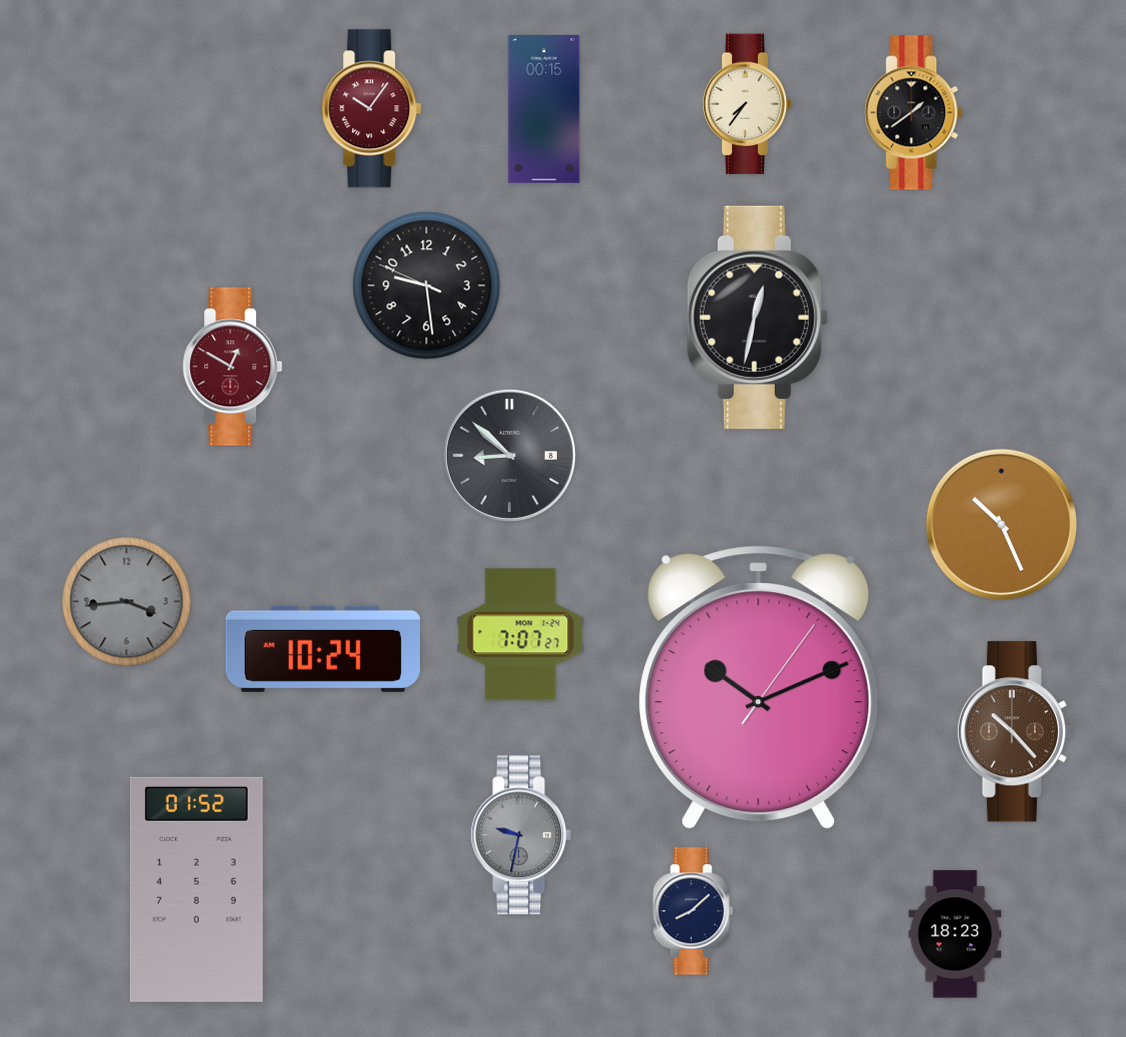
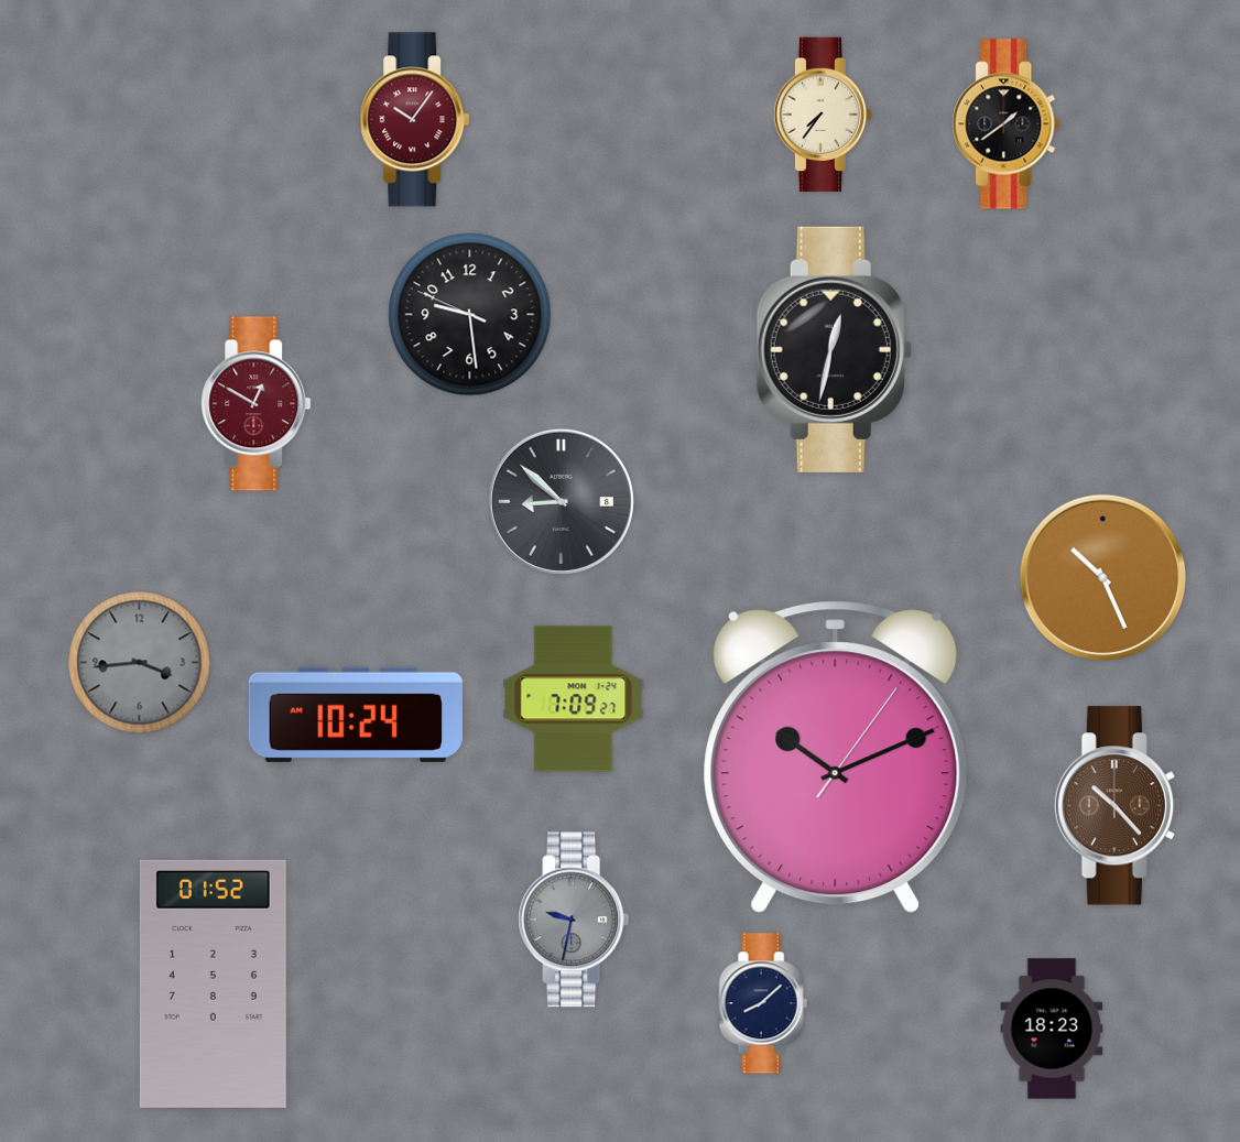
clock at (372, 109) position: (372, 109) -> (415, 120)
clock at (544, 109): 00:15 -> none
clock at (521, 635): 7:07 -> 7:09
clock at (196, 889) position: (196, 889) -> (213, 983)
